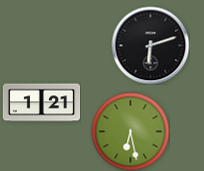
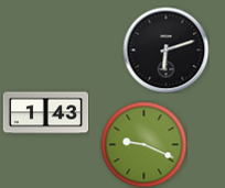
clock at (41, 103): 1:21 -> 1:43
clock at (130, 131): 6:28 -> 9:19
